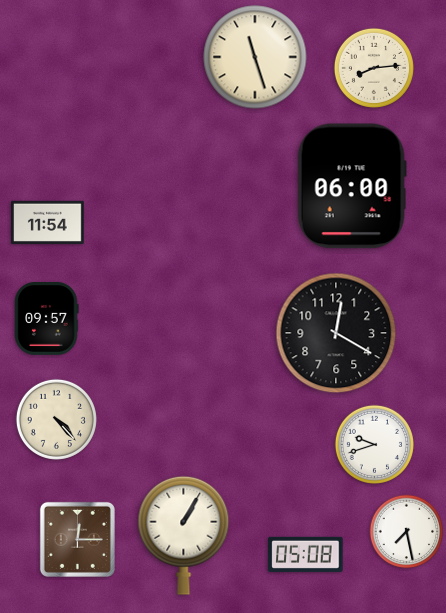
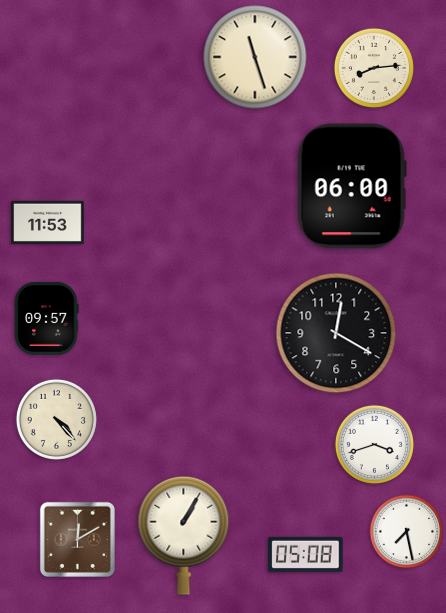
clock at (48, 222): 11:54 -> 11:53
clock at (374, 444): 9:42 -> 3:42
clock at (77, 539): 12:15 -> 12:10
